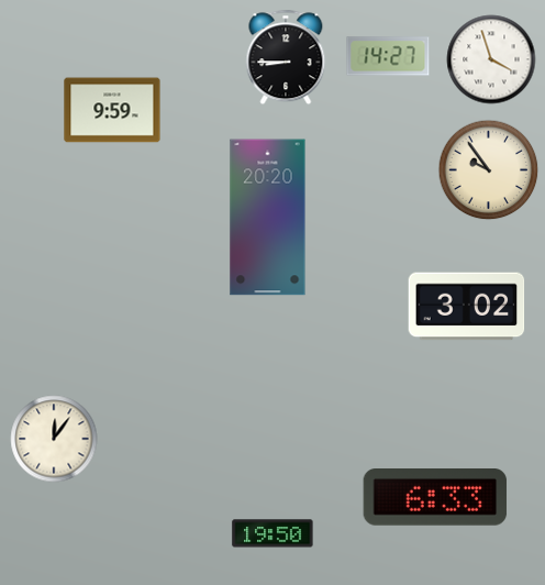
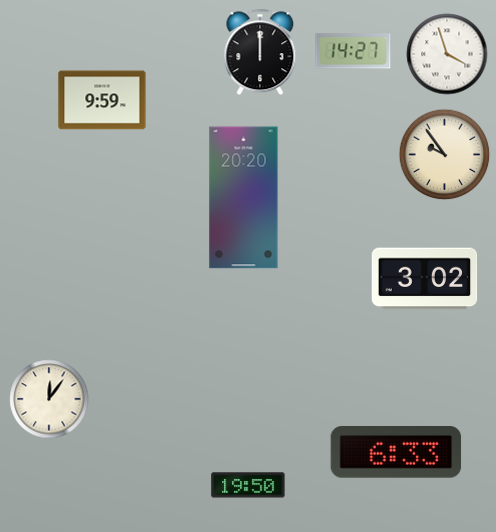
clock at (286, 57): 8:45 -> 12:00
